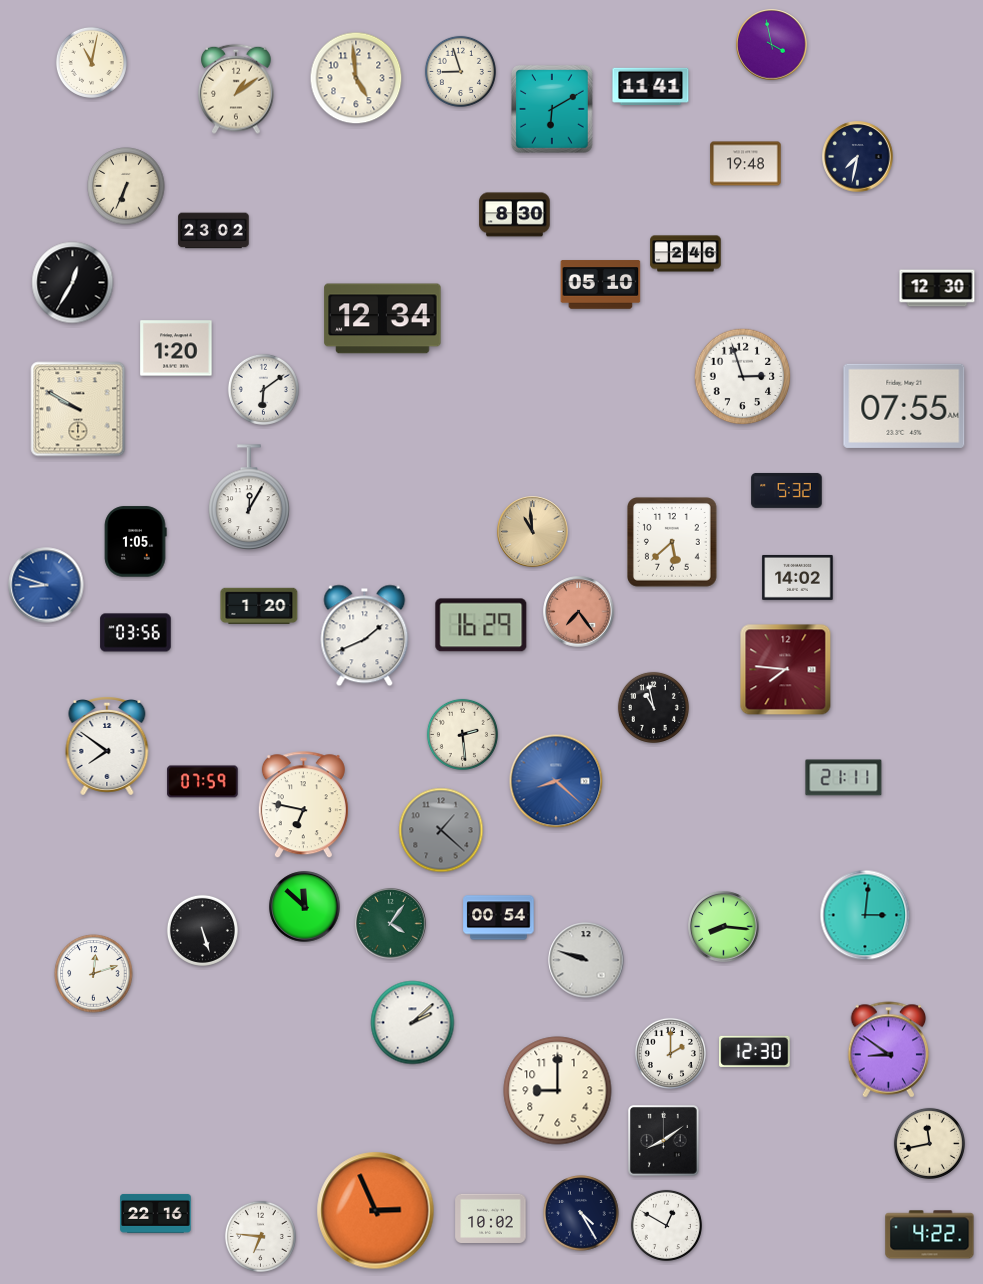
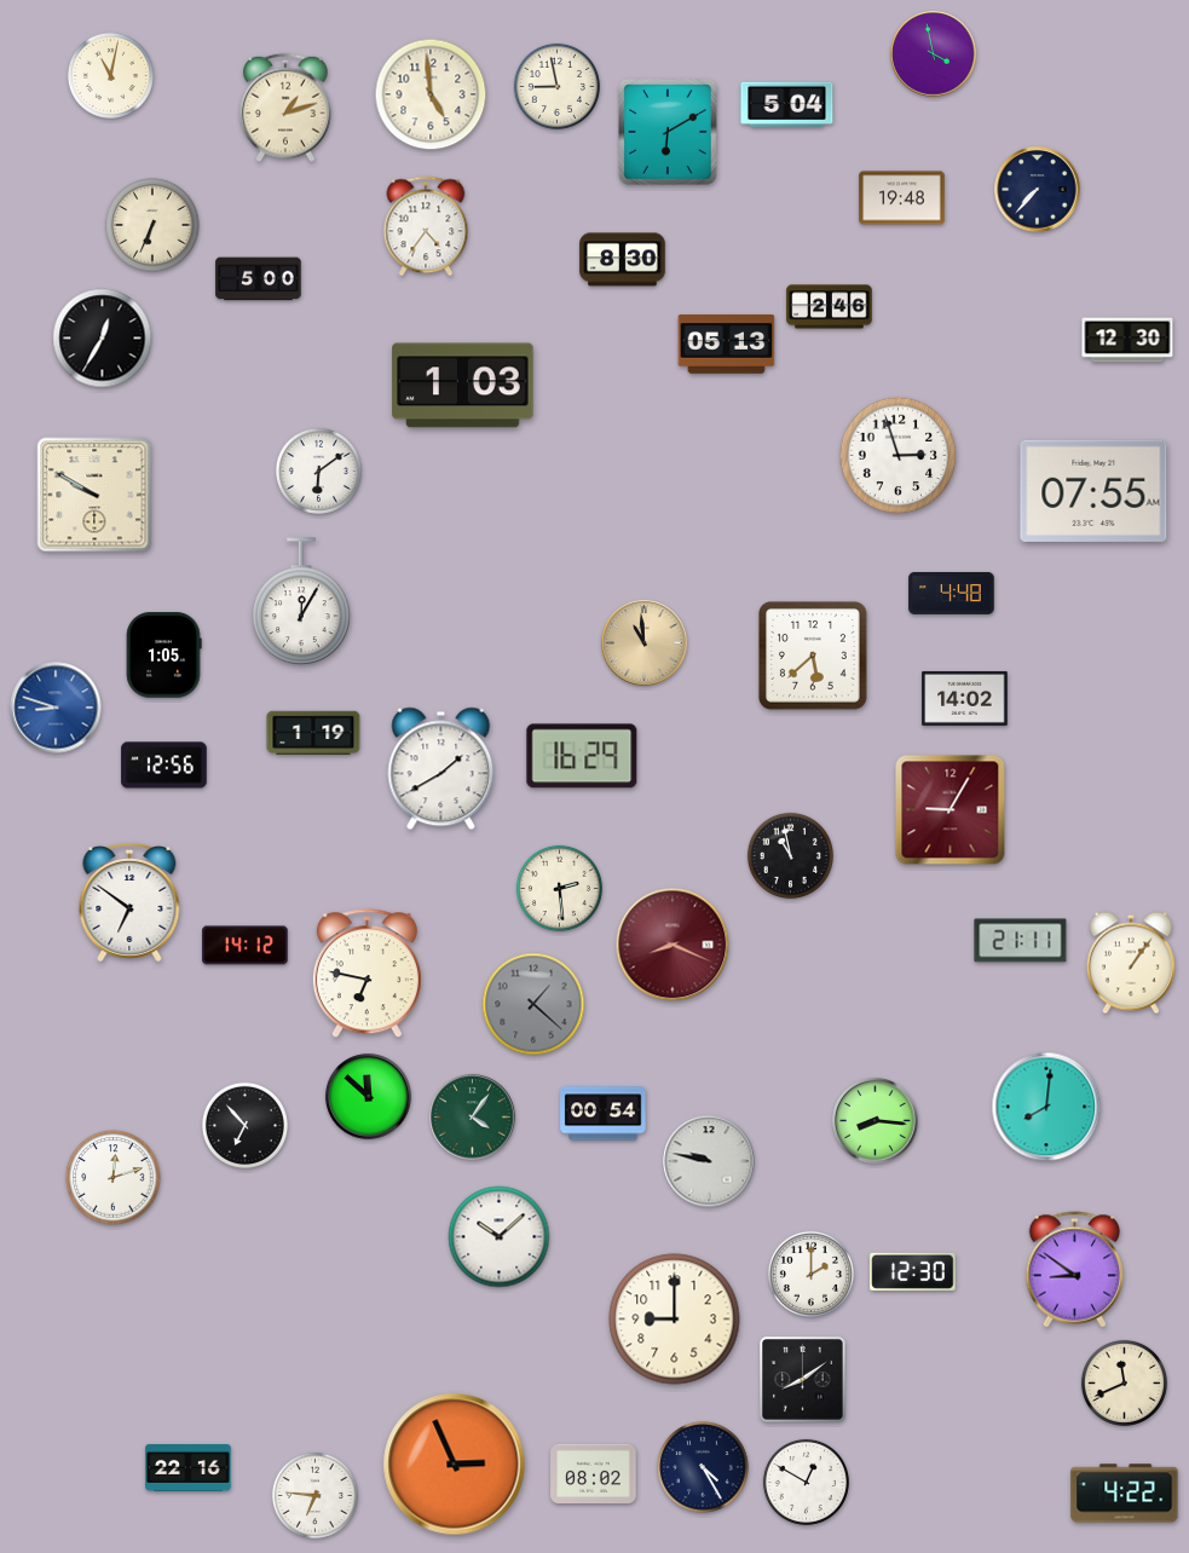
clock at (460, 71): 8:57 -> 8:58
clock at (651, 86): 11:41 -> 5:04
clock at (236, 89): 1:09 -> 1:12
clock at (858, 157): 7:32 -> 7:37
clock at (426, 226): none -> 4:36
clock at (214, 231): 23:02 -> 5:00
clock at (73, 283) position: (73, 283) -> (103, 339)
clock at (601, 285): 05:10 -> 05:13
clock at (937, 288) position: (937, 288) -> (1127, 340)
clock at (383, 319): 12:34 -> 1:03
clock at (176, 348): 1:20 -> none
clock at (787, 490): 5:32 -> 4:48
clock at (259, 605): 1:20 -> 1:19
clock at (579, 612): 7:24 -> none
clock at (136, 633): 03:56 -> 12:56
clock at (365, 636): 1:41 -> 1:40
clock at (786, 670): 7:46 -> 9:05
clock at (107, 747): 7:51 -> 6:51
clock at (556, 781): 8:22 -> 8:19
clock at (556, 781) dial: blue -> burgundy
clock at (203, 782): 07:59 -> 14:12
clock at (1131, 963): none -> 1:06
clock at (865, 915): 3:01 -> 8:01
clock at (499, 918) position: (499, 918) -> (604, 1114)
clock at (202, 930): 5:27 -> 6:53
clock at (586, 960): 9:48 -> 9:47
clock at (413, 1023): 2:08 -> 10:08
clock at (929, 1143): 11:43 -> 11:41
clock at (491, 1218): 10:02 -> 08:02
